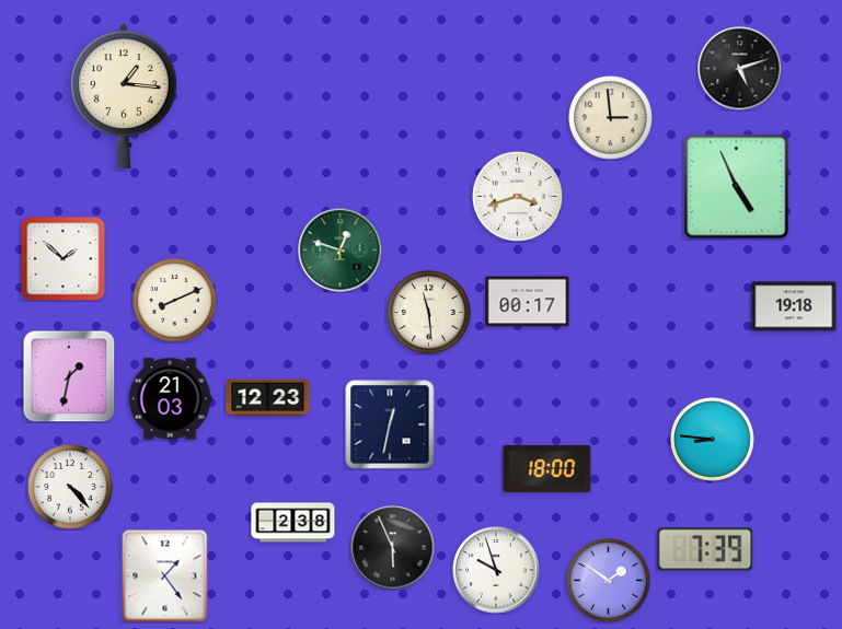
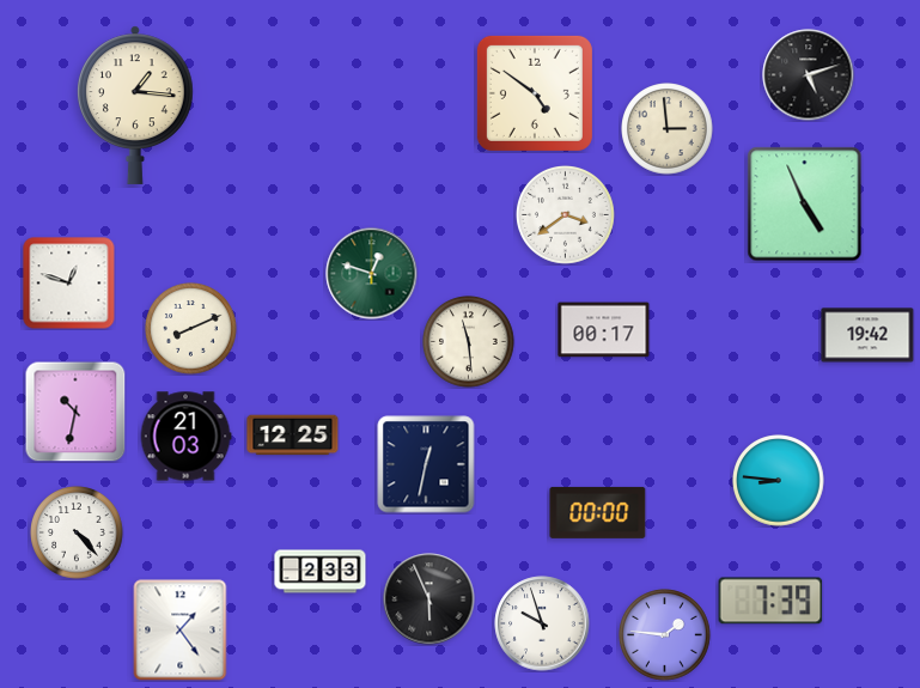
clock at (535, 93): none -> 4:51
clock at (518, 197): 3:42 -> 3:39
clock at (64, 259): 1:52 -> 12:48
clock at (528, 302) position: (528, 302) -> (604, 330)
clock at (794, 306): 19:18 -> 19:42
clock at (69, 376): 1:32 -> 10:32
clock at (268, 398): 12:23 -> 12:25
clock at (547, 468): 18:00 -> 00:00
clock at (293, 523): 2:38 -> 2:33
clock at (609, 581): 1:51 -> 1:46
